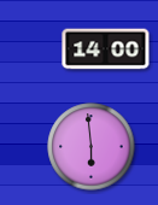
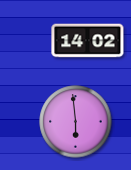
clock at (106, 49): 14:00 -> 14:02
